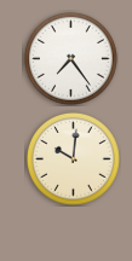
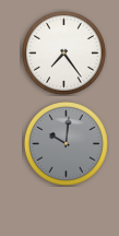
clock at (74, 159) dial: cream -> grey
